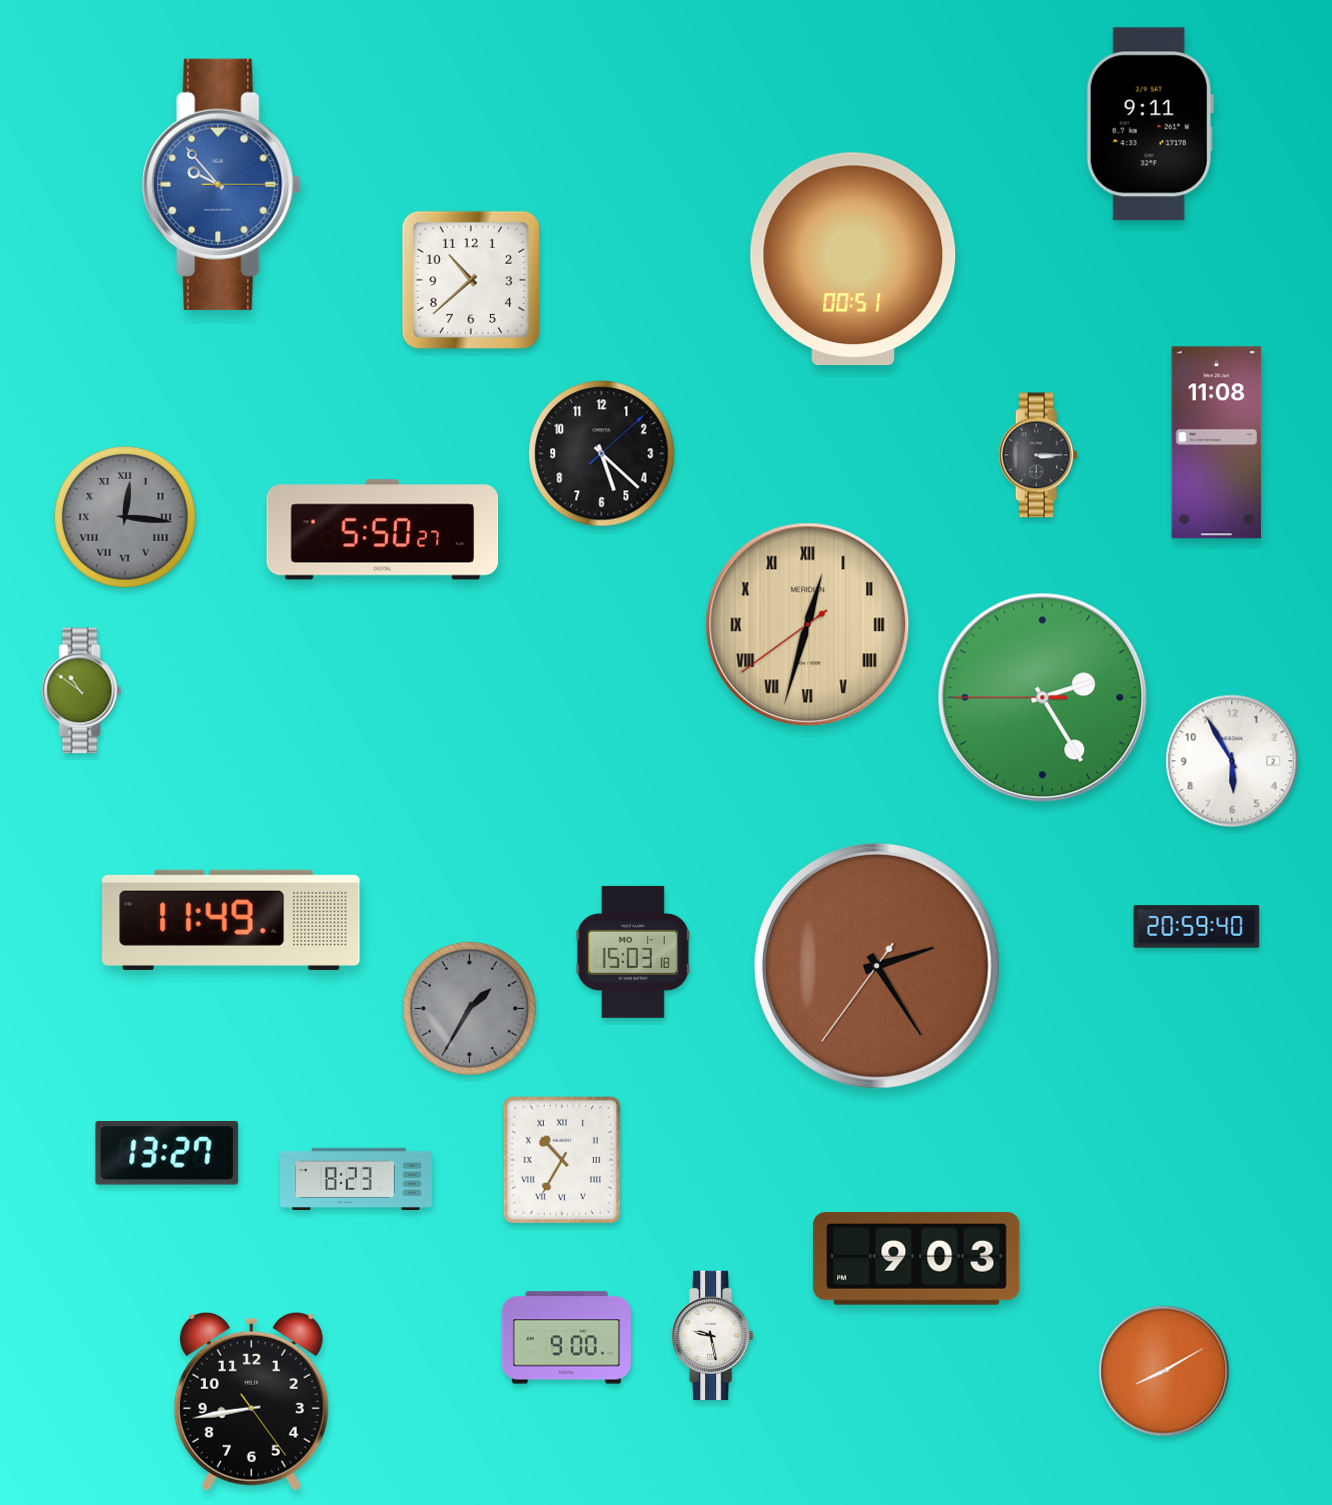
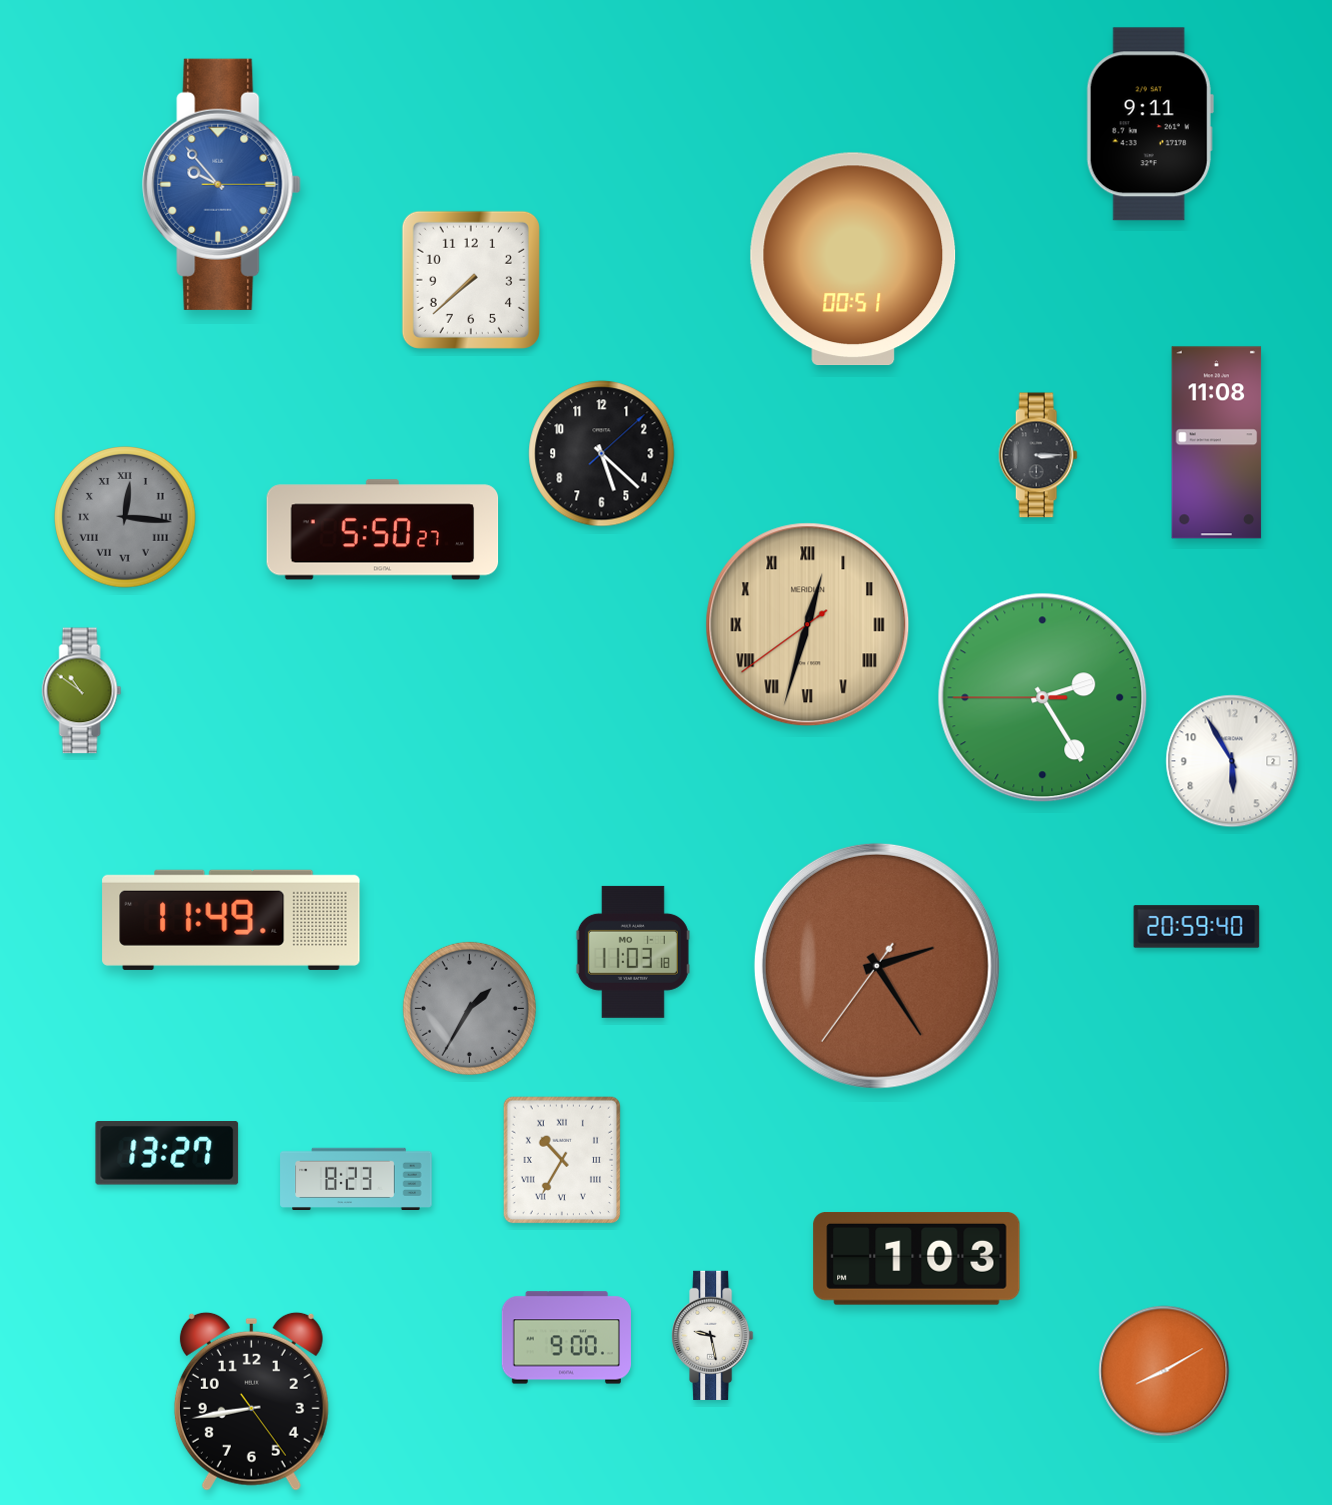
clock at (471, 280): 10:38 -> 7:38
clock at (633, 952): 15:03 -> 11:03
clock at (917, 1259): 9:03 -> 1:03
